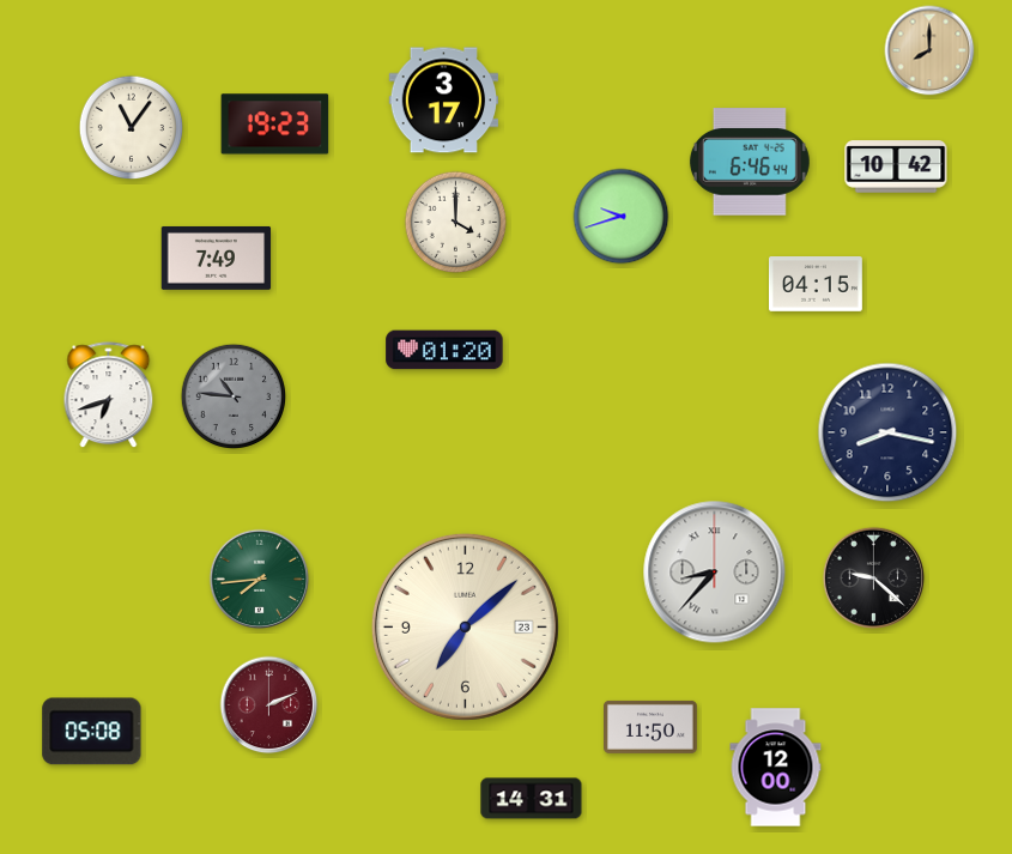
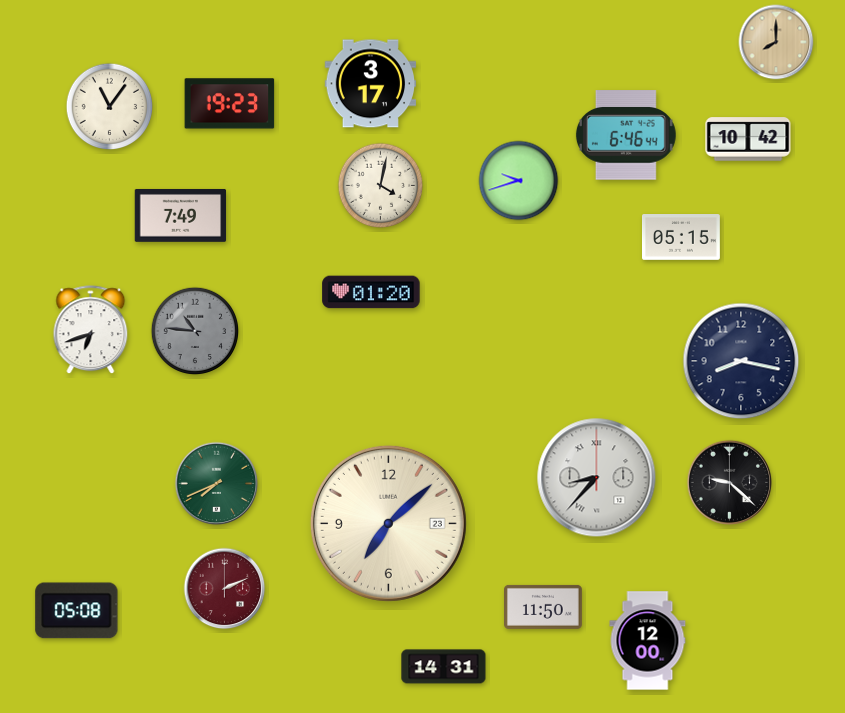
clock at (456, 223): 4:00 -> 4:02
clock at (817, 285): 04:15 -> 05:15
clock at (260, 580): 7:44 -> 7:41
